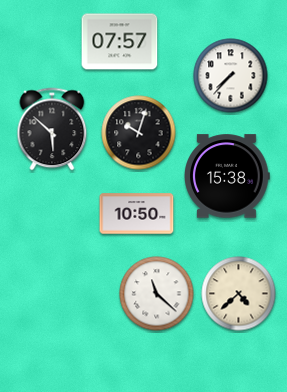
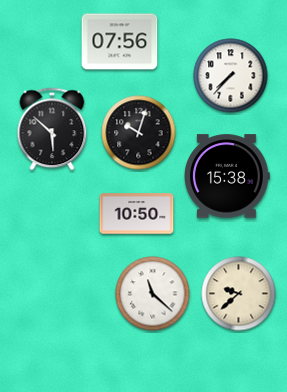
clock at (120, 42): 07:57 -> 07:56
clock at (157, 294) position: (157, 294) -> (153, 294)
clock at (239, 294): 4:38 -> 9:38
